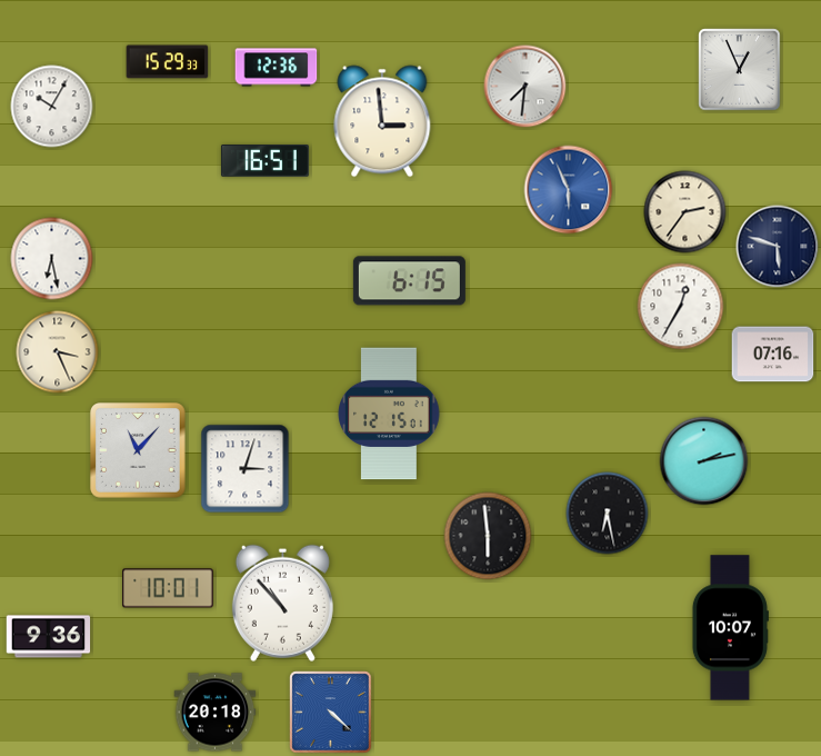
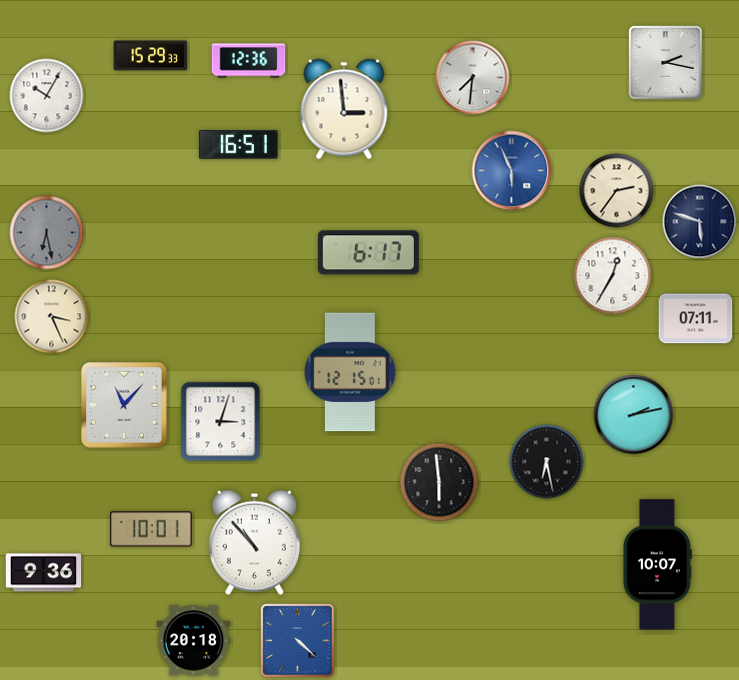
clock at (740, 70): 12:56 -> 2:17
clock at (52, 259) dial: white -> grey
clock at (409, 281): 6:15 -> 6:17
clock at (773, 355): 07:16 -> 07:11
